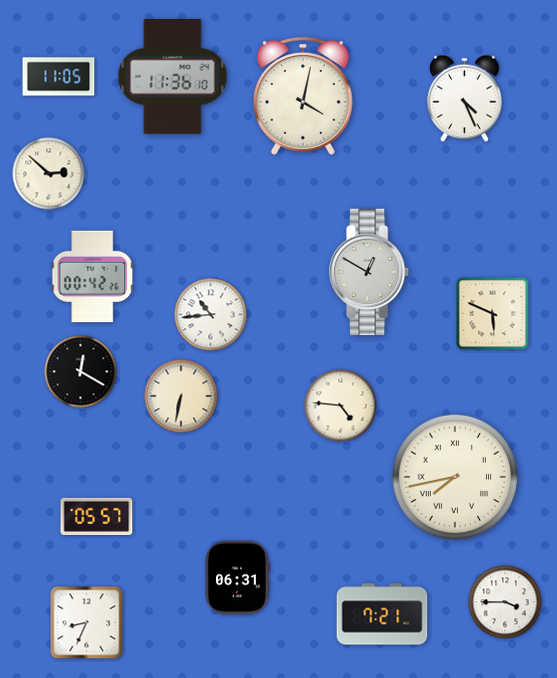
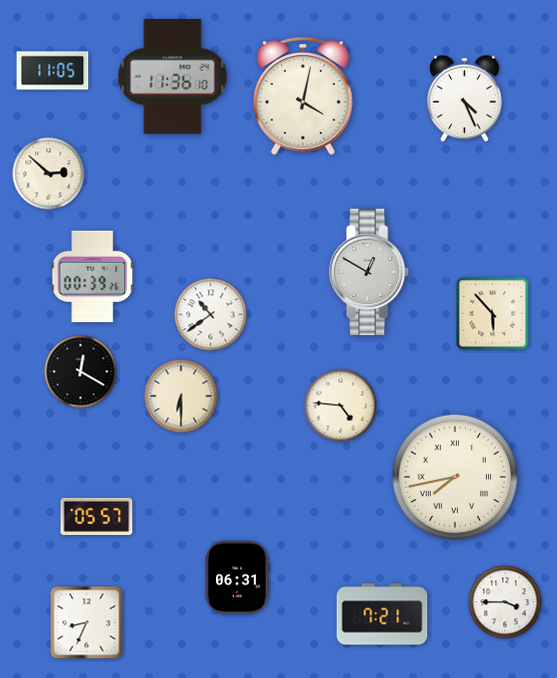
clock at (59, 77) position: (59, 77) -> (53, 71)
clock at (93, 277): 00:42 -> 00:39
clock at (493, 314): 5:49 -> 5:53
clock at (211, 315): 10:44 -> 10:39
clock at (181, 396): 6:32 -> 6:30
